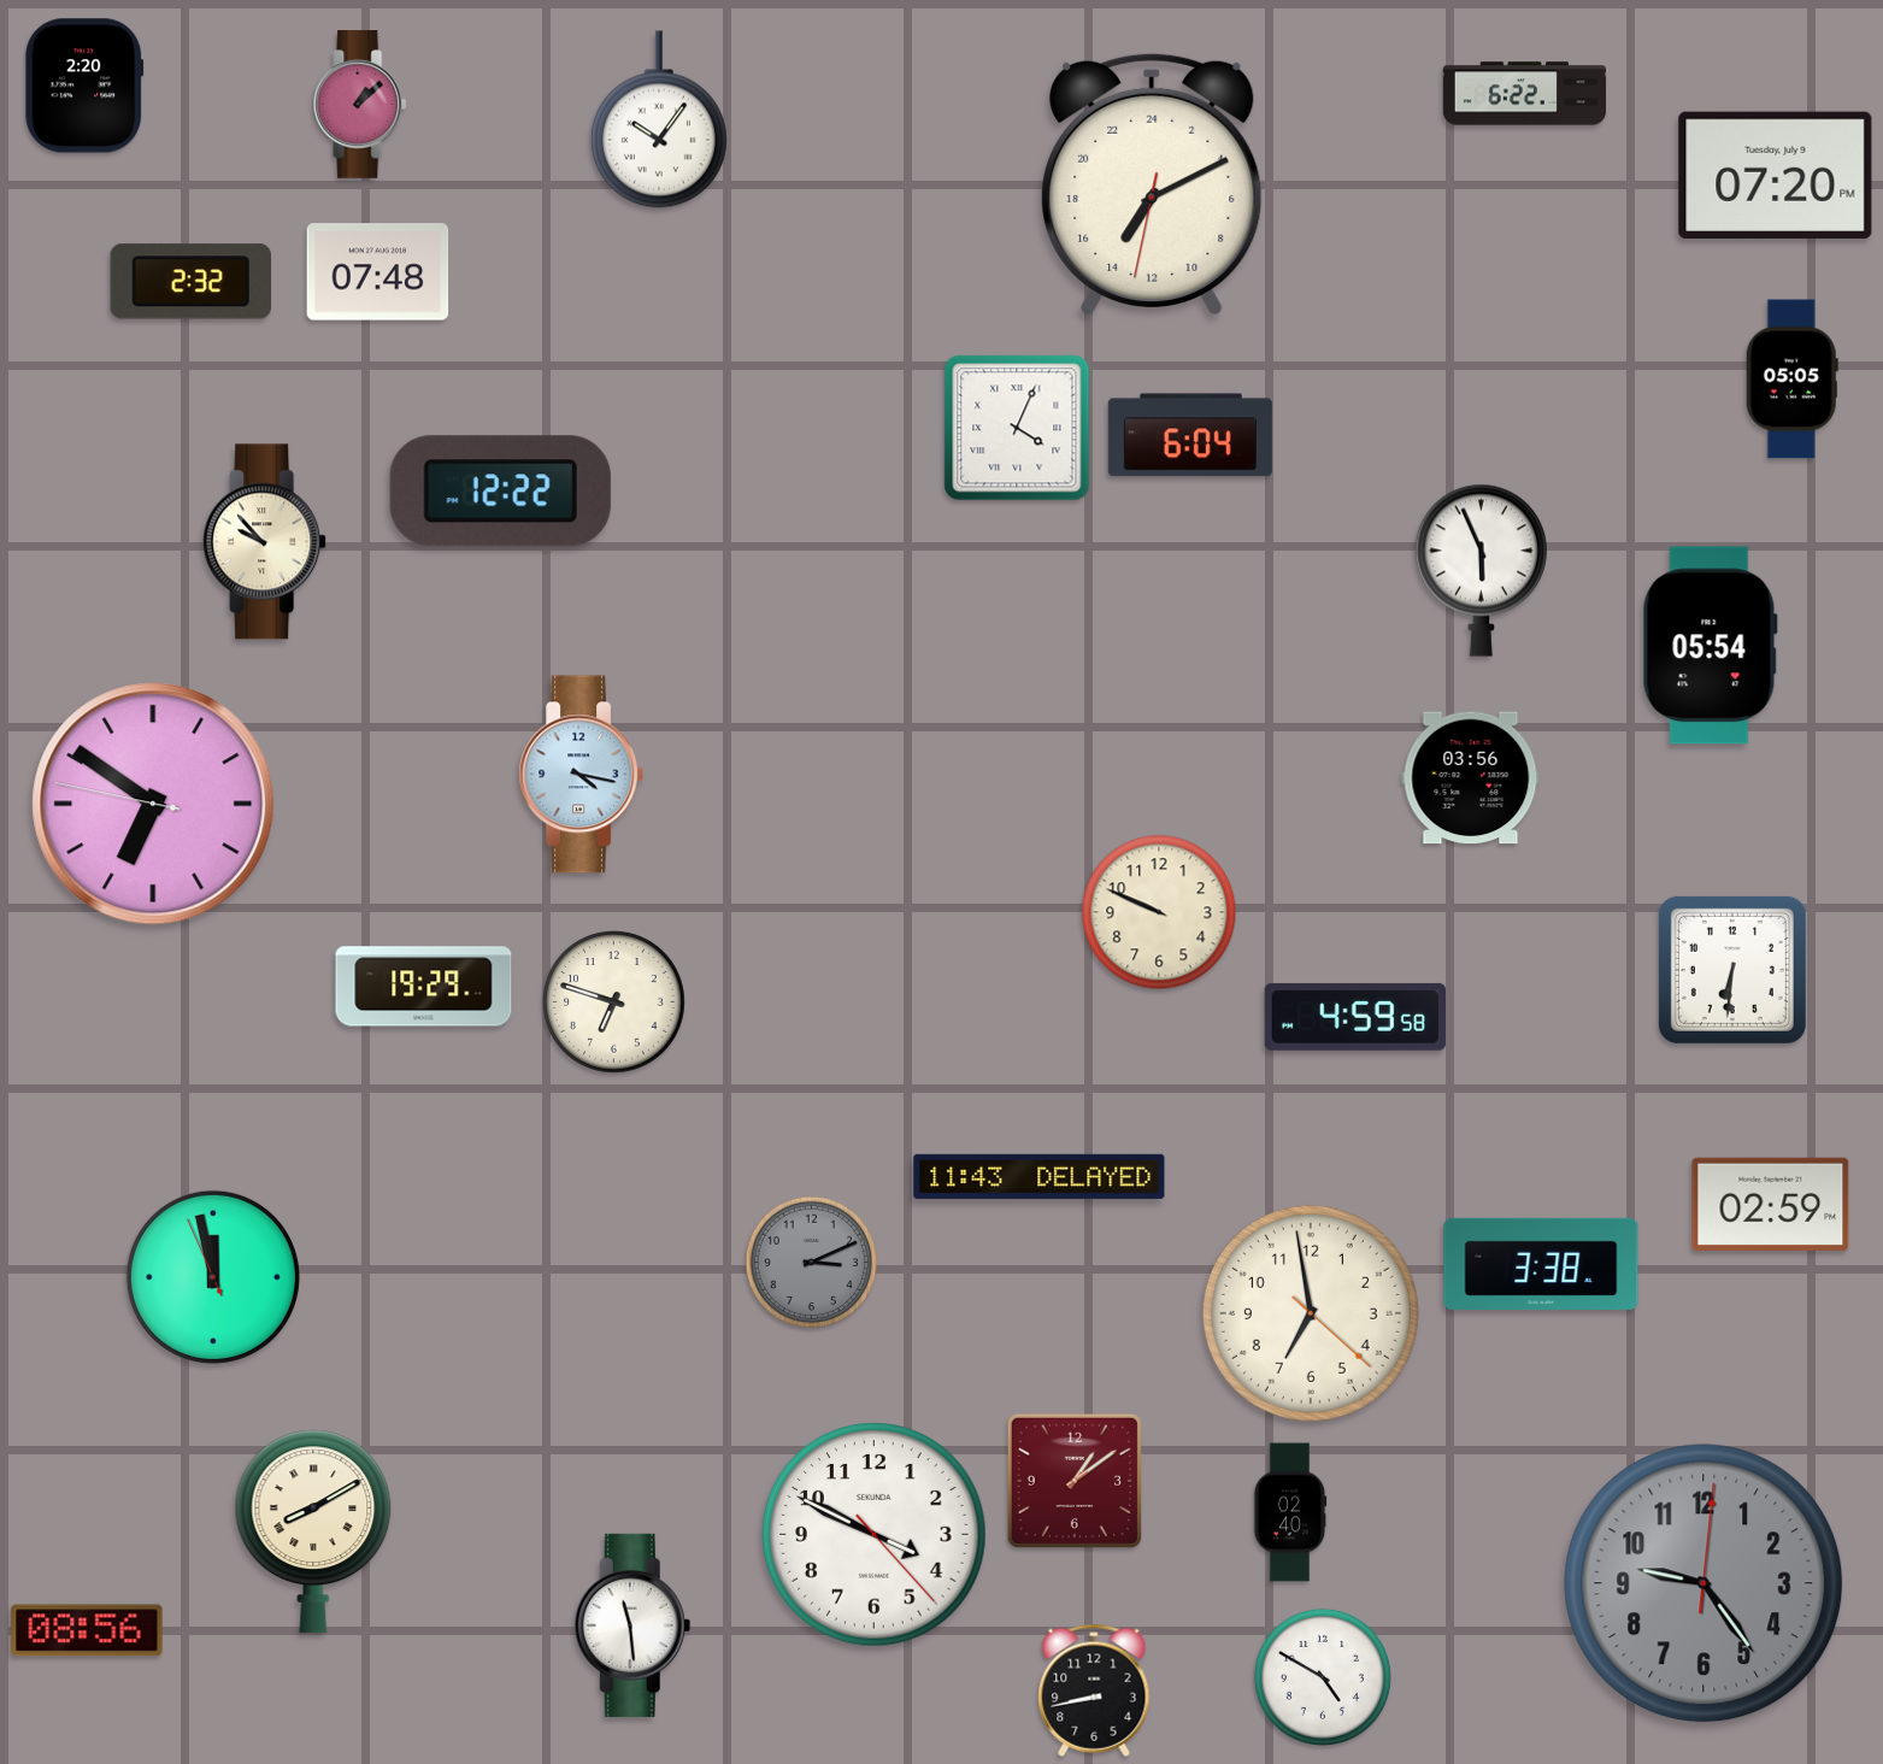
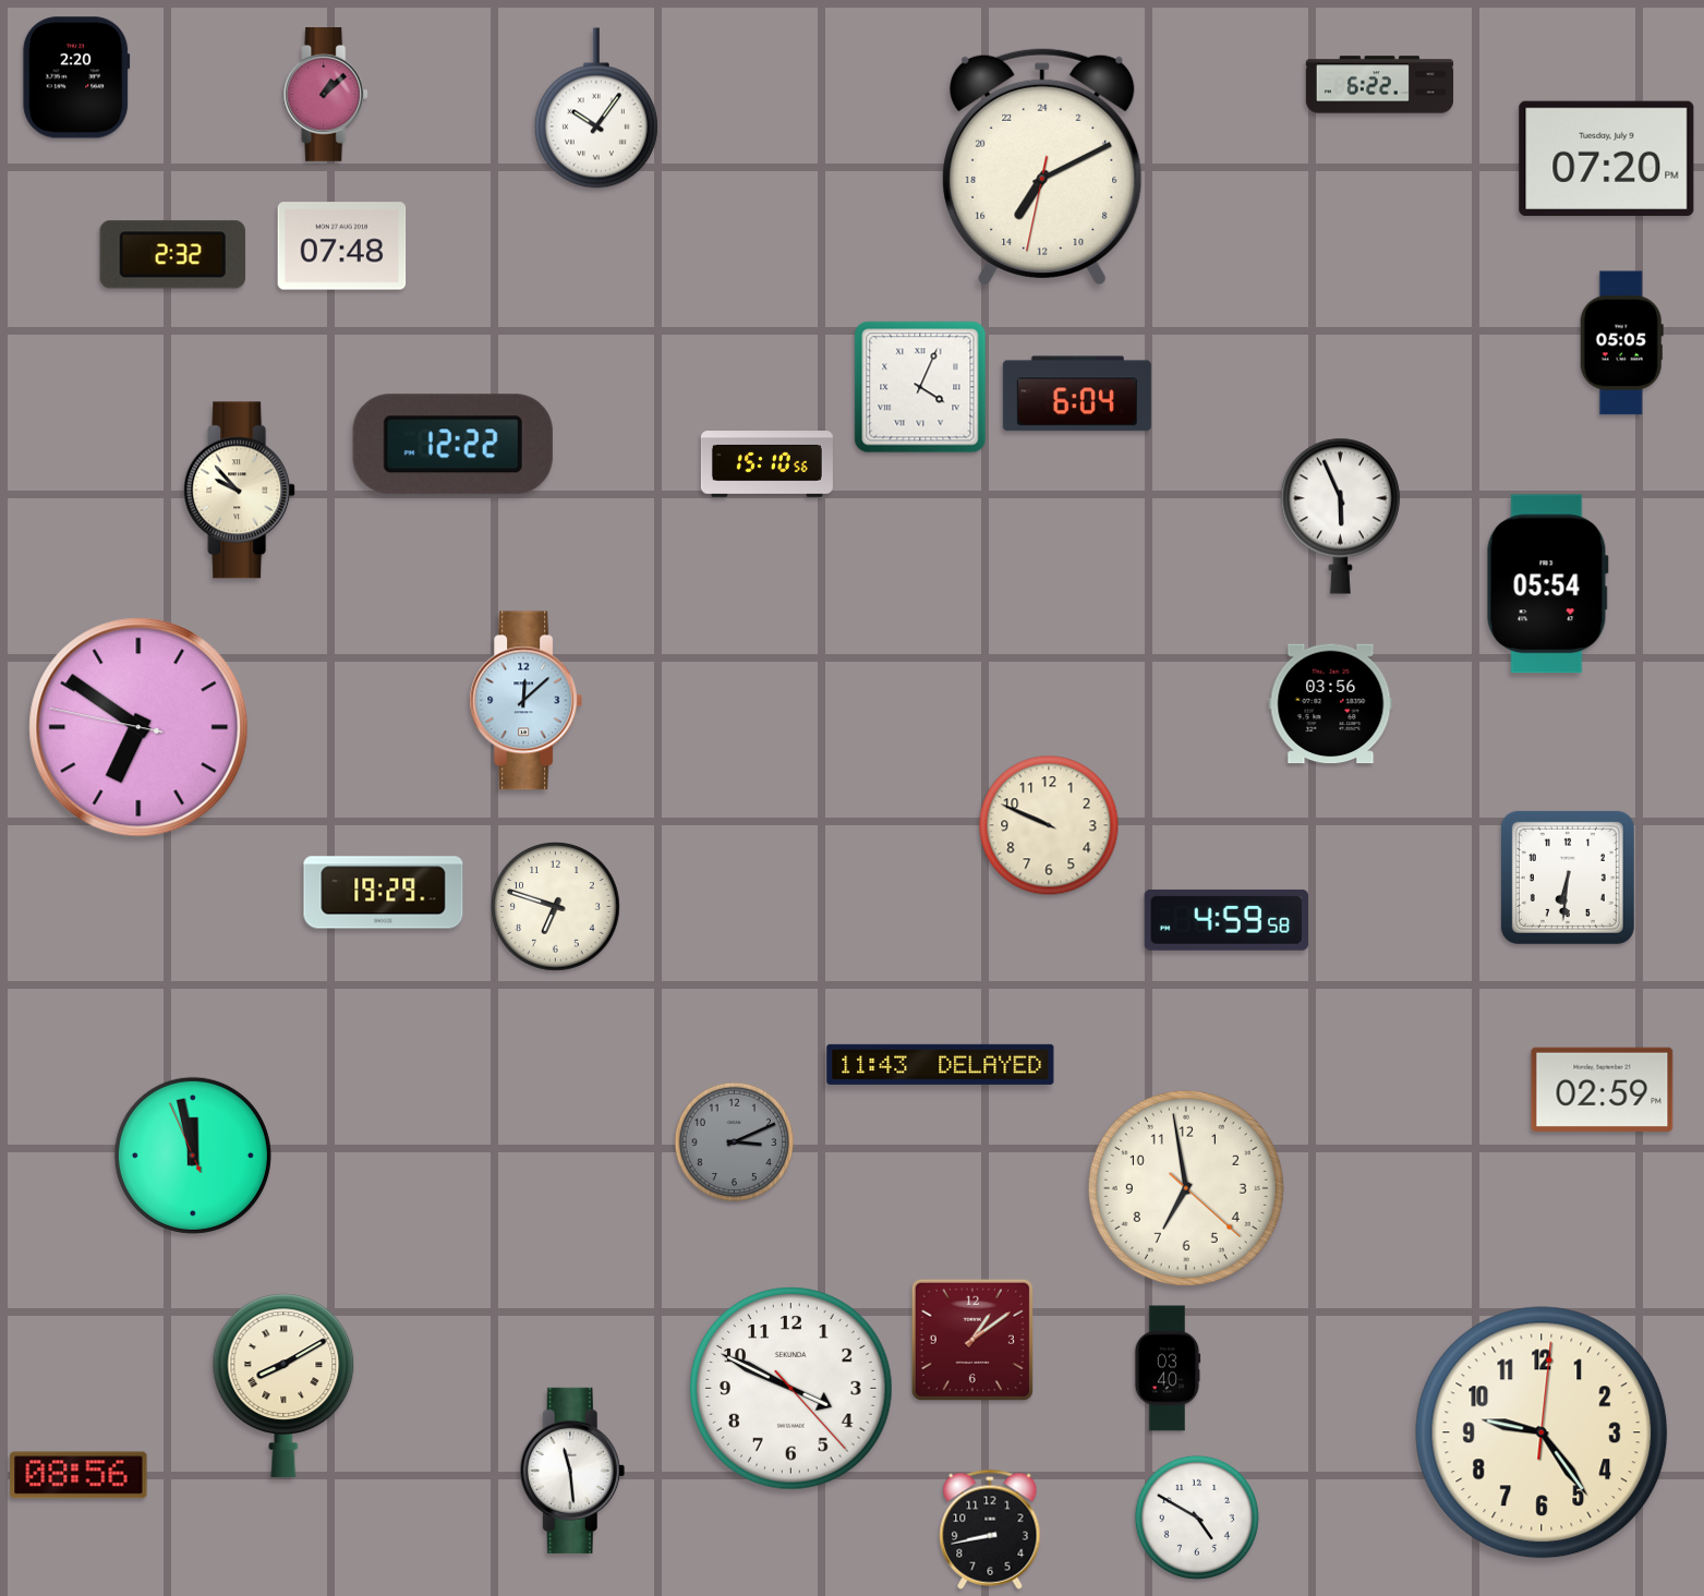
clock at (766, 464): none -> 15:10
clock at (581, 775): 4:17 -> 12:08
clock at (1541, 1264): 3:38 -> none
clock at (1290, 1512): 02:40 -> 03:40
clock at (1703, 1583) dial: grey -> cream
